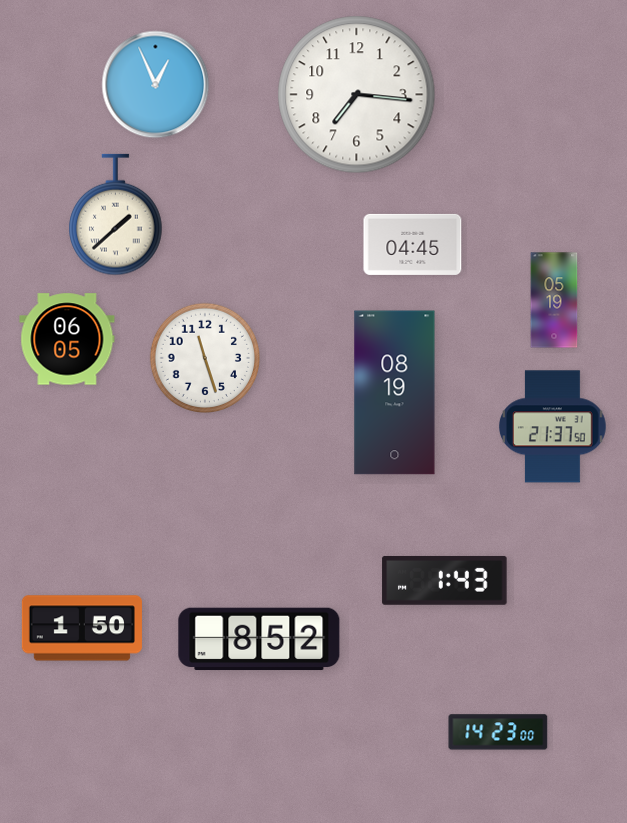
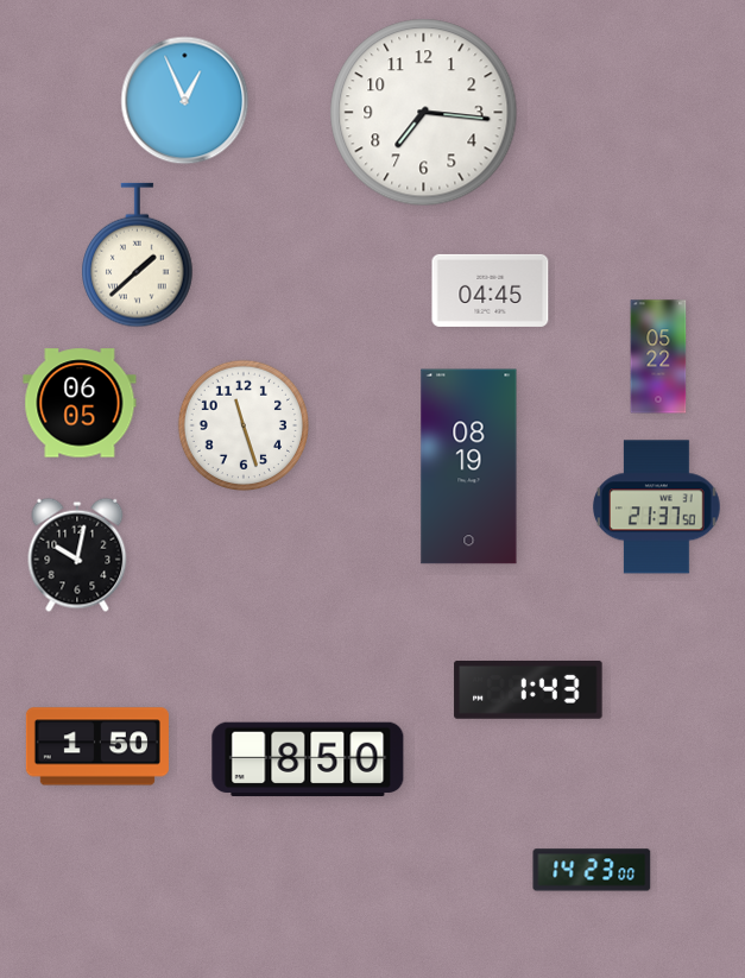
clock at (554, 300): 05:19 -> 05:22
clock at (77, 555): none -> 10:02
clock at (259, 639): 8:52 -> 8:50
